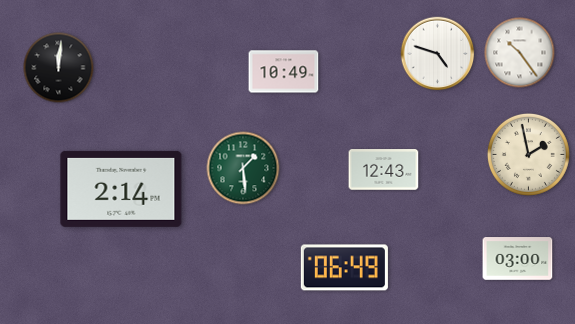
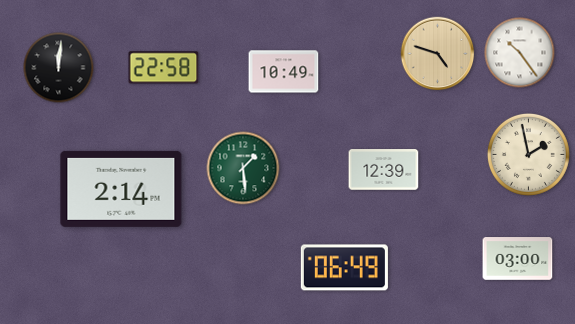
clock at (438, 54) dial: white -> champagne
clock at (164, 68): none -> 22:58
clock at (384, 170): 12:43 -> 12:39
